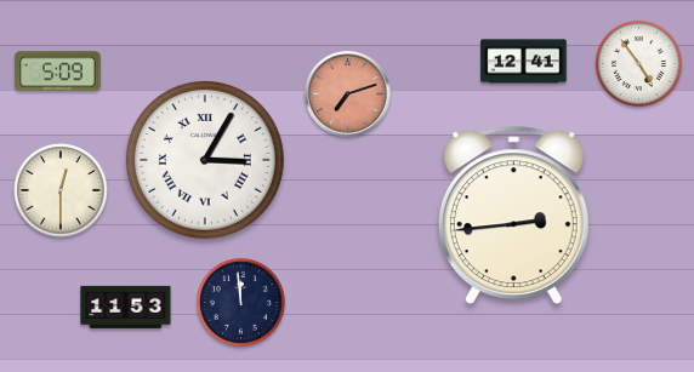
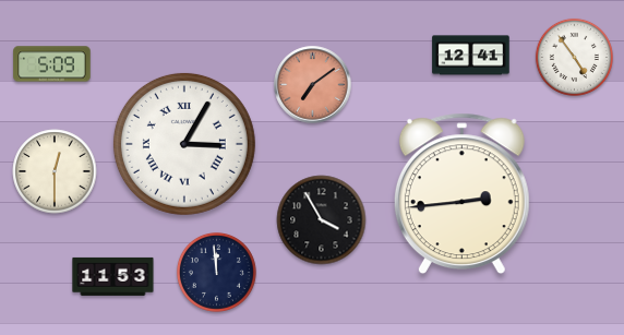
clock at (348, 95): 7:12 -> 7:09
clock at (322, 220): none -> 3:55
